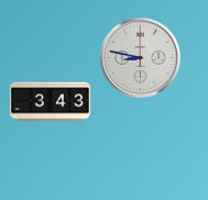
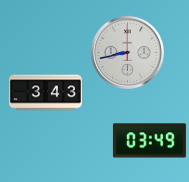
clock at (140, 57): 8:47 -> 8:43
clock at (149, 141): none -> 03:49
